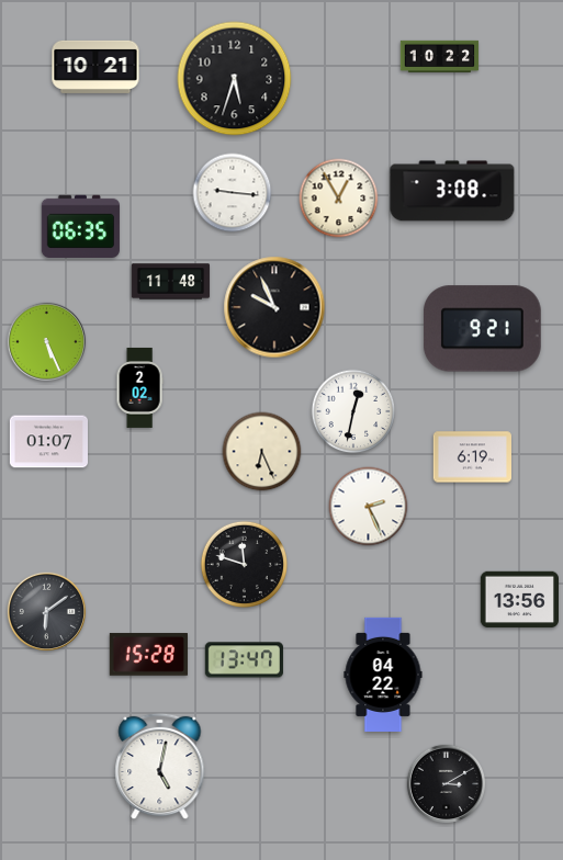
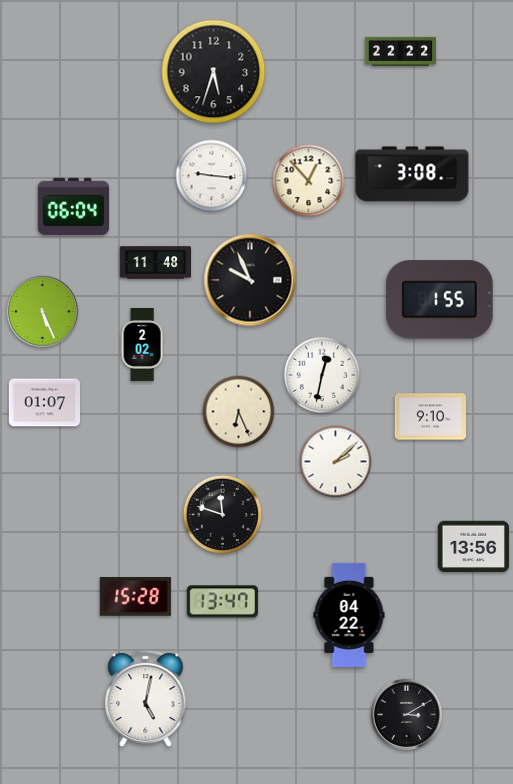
clock at (440, 56): 10:22 -> 22:22
clock at (95, 67): 10:21 -> none
clock at (339, 199): 12:55 -> 12:53
clock at (80, 226): 06:35 -> 06:04
clock at (171, 282) position: (171, 282) -> (156, 263)
clock at (482, 329): 9:21 -> 1:55
clock at (139, 387) position: (139, 387) -> (142, 344)
clock at (472, 457): 6:19 -> 9:10
clock at (369, 507): 2:26 -> 2:08
clock at (47, 612): 6:09 -> none
